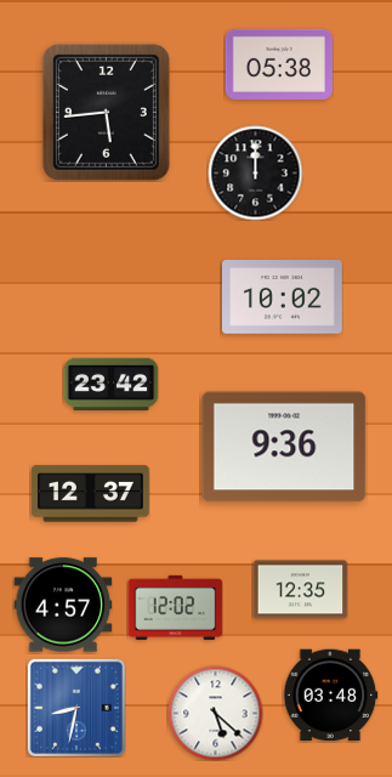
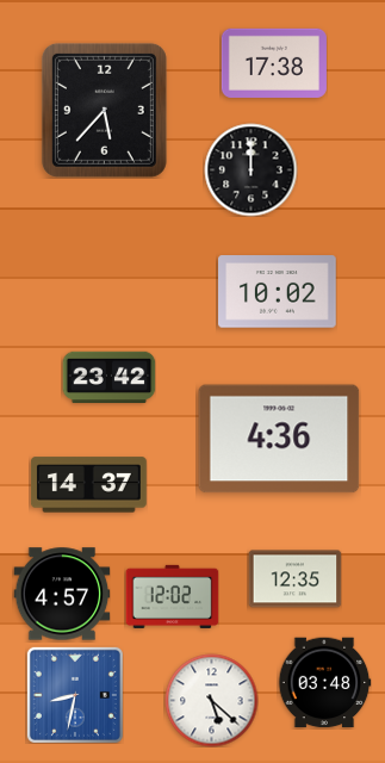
clock at (279, 64): 05:38 -> 17:38
clock at (106, 112): 5:44 -> 5:37
clock at (284, 447): 9:36 -> 4:36
clock at (91, 494): 12:37 -> 14:37
